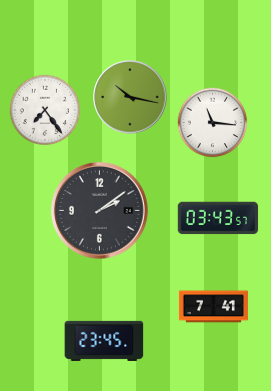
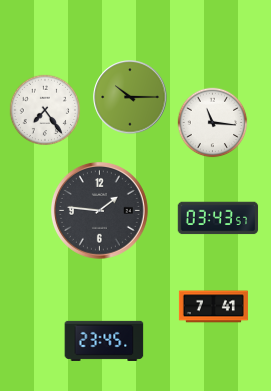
clock at (130, 97): 10:17 -> 10:15
clock at (99, 211): 2:09 -> 1:46
